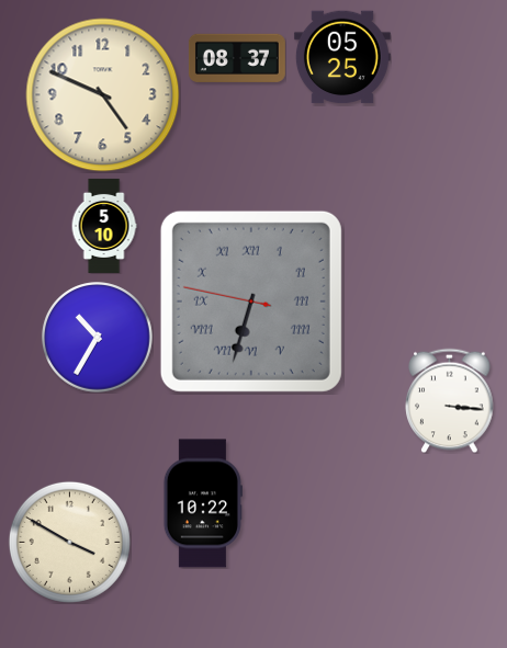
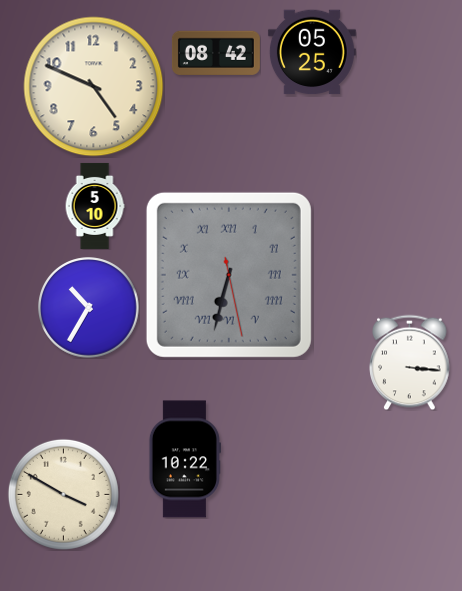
clock at (237, 58): 08:37 -> 08:42
clock at (251, 302): 6:32:47 -> 6:32:28
clock at (450, 400) position: (450, 400) -> (410, 362)
